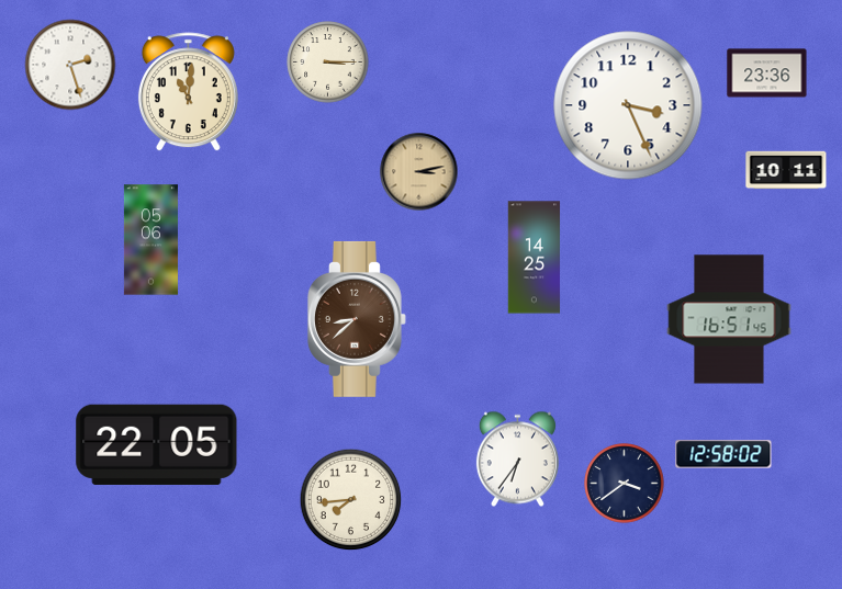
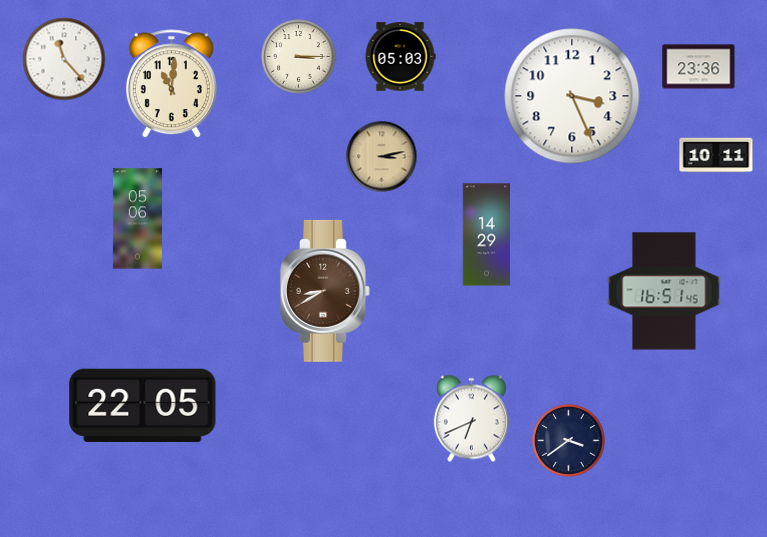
clock at (400, 57): none -> 05:03
clock at (70, 65): 2:27 -> 11:23
clock at (535, 258): 14:25 -> 14:29
clock at (357, 319): 8:38 -> 8:40
clock at (723, 454): 12:58 -> none
clock at (517, 460): 6:36 -> 6:41
clock at (351, 500): 7:44 -> none
